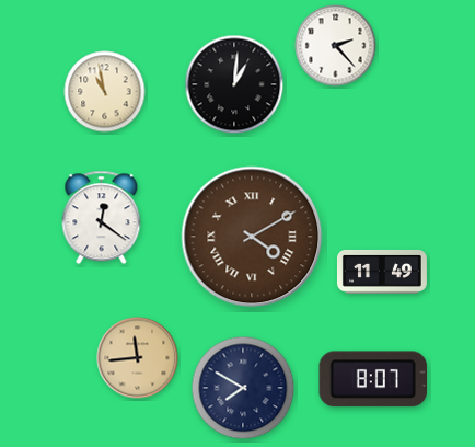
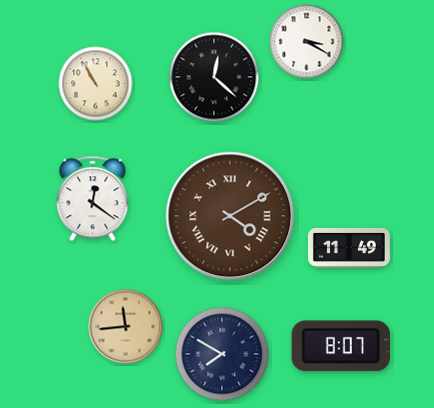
clock at (336, 46): 2:23 -> 3:20
clock at (234, 84): 1:01 -> 12:22
clock at (105, 92): 10:58 -> 10:55
